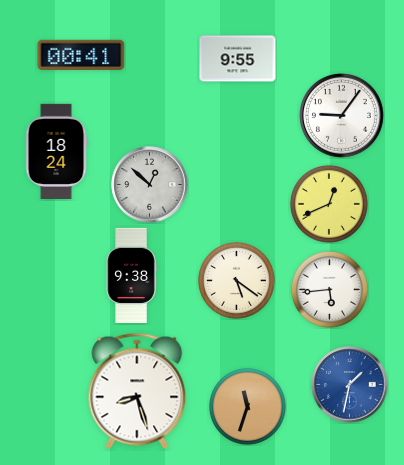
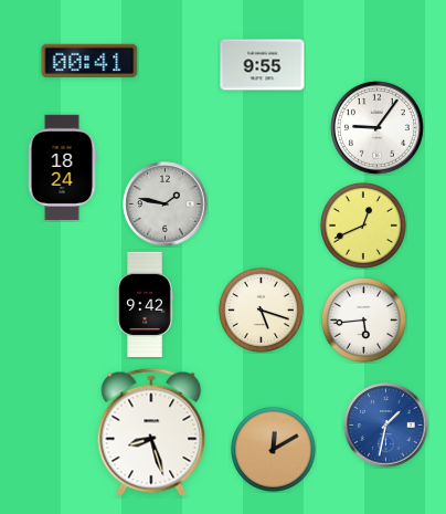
clock at (150, 185): 12:52 -> 1:47
clock at (131, 276): 9:38 -> 9:42
clock at (236, 280): 5:21 -> 5:18
clock at (247, 406): 11:33 -> 12:10
